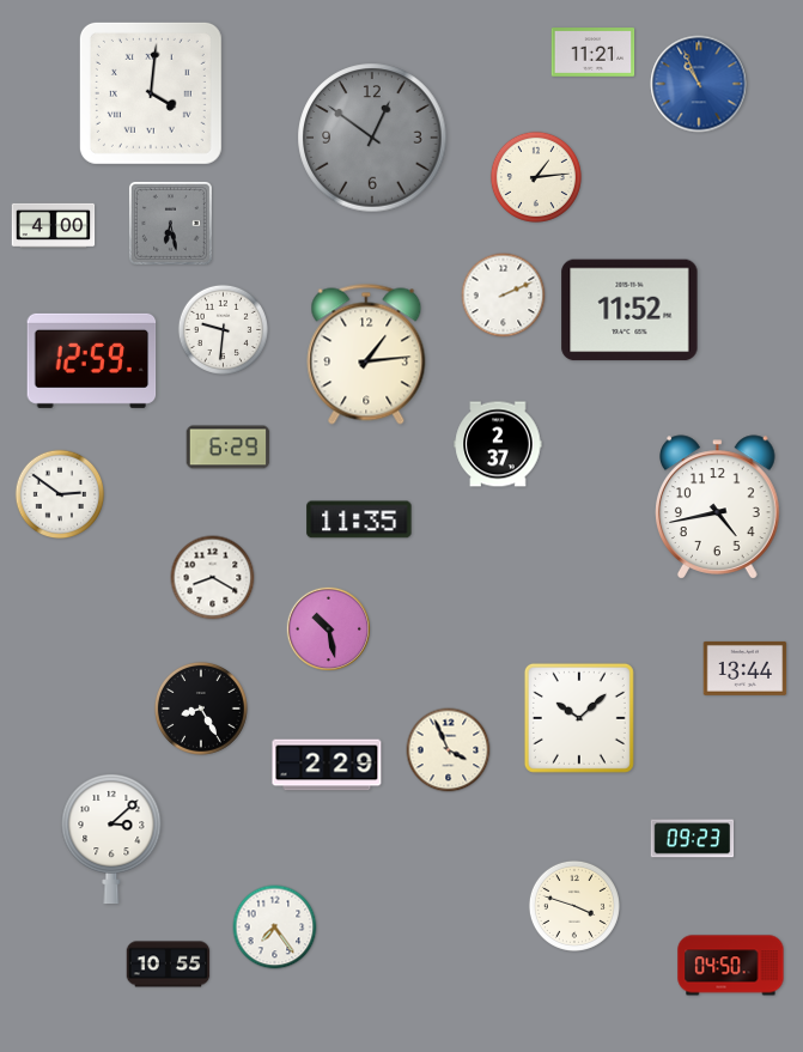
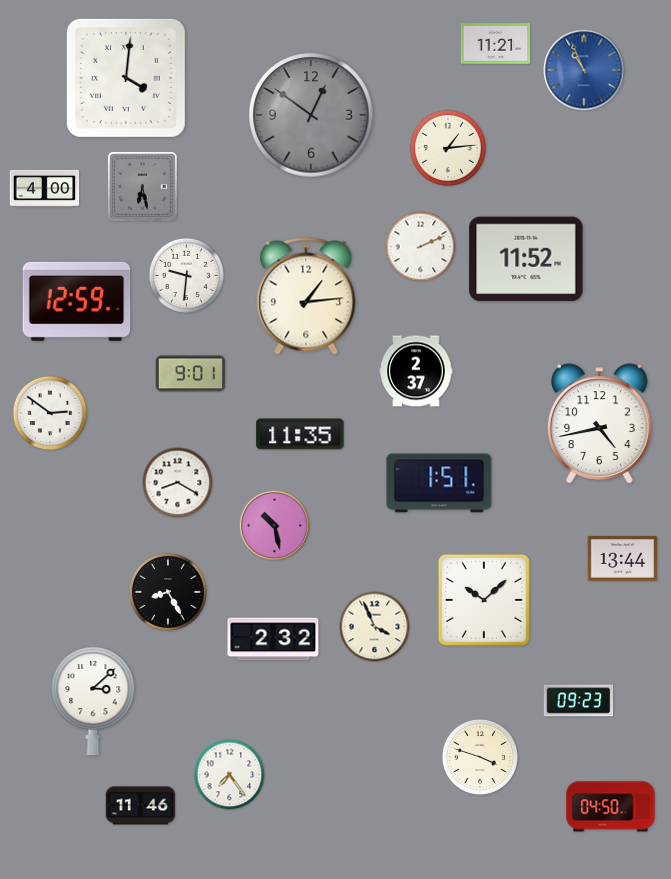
clock at (229, 448): 6:29 -> 9:01
clock at (439, 483): none -> 1:51
clock at (327, 765): 2:29 -> 2:32
clock at (169, 965): 10:55 -> 11:46
